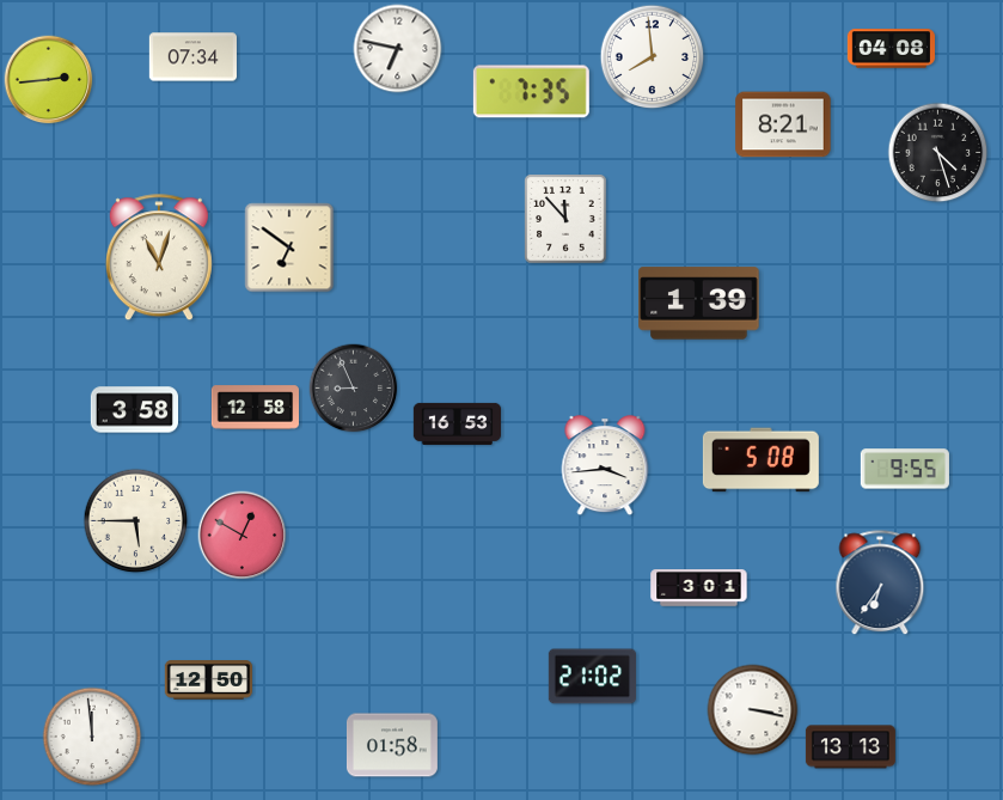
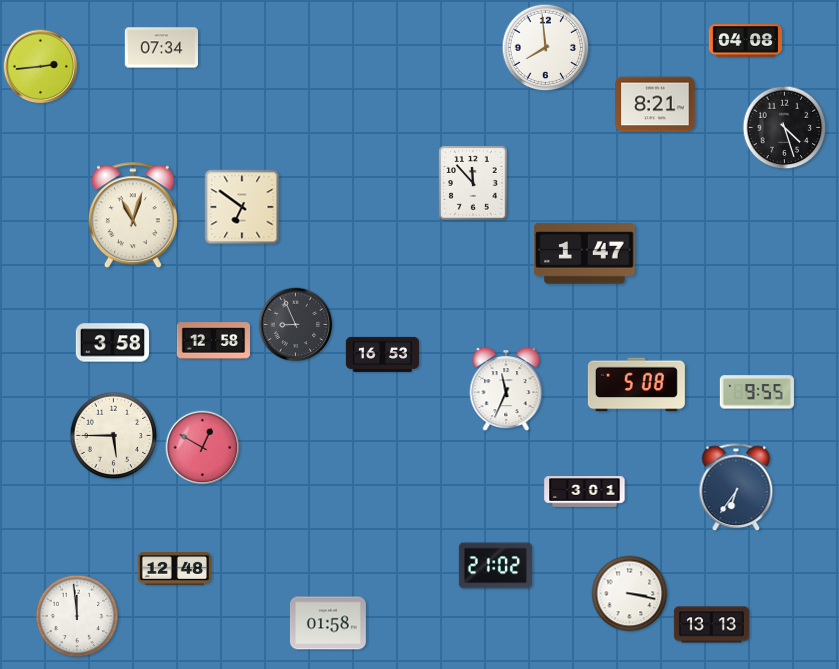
clock at (398, 49): 6:47 -> none
clock at (531, 92): 7:35 -> none
clock at (699, 304): 1:39 -> 1:47
clock at (605, 466): 3:44 -> 11:34
clock at (208, 680): 12:50 -> 12:48
